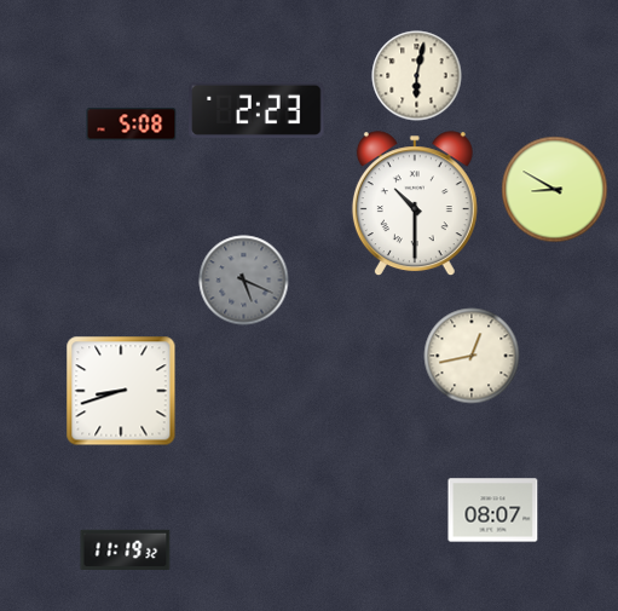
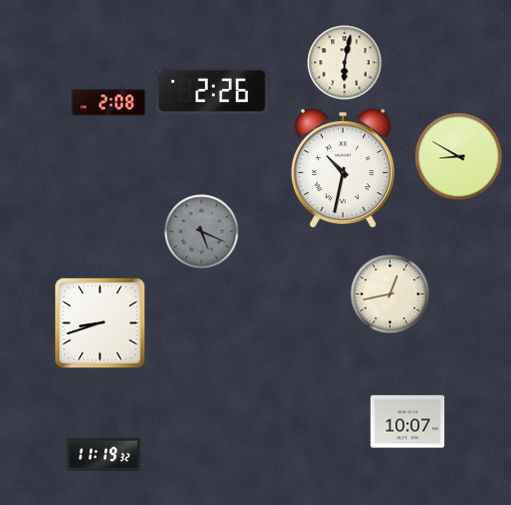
clock at (256, 110): 2:23 -> 2:26
clock at (132, 125): 5:08 -> 2:08
clock at (415, 204): 10:30 -> 10:32
clock at (493, 511): 08:07 -> 10:07
